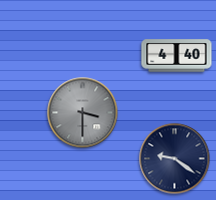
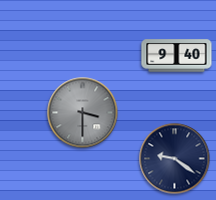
clock at (177, 56): 4:40 -> 9:40
